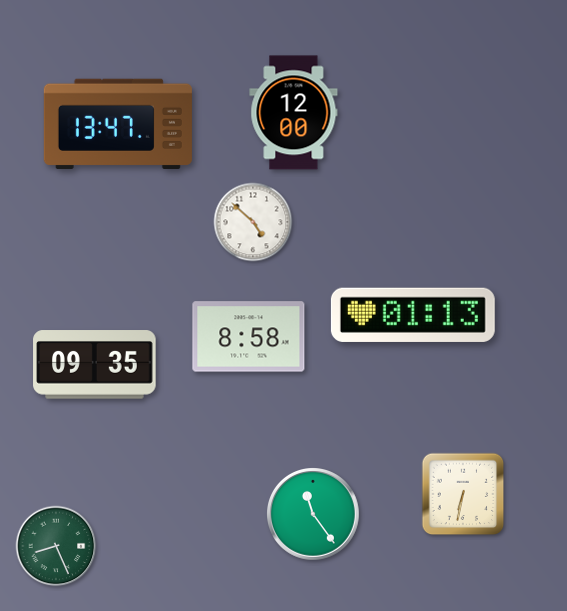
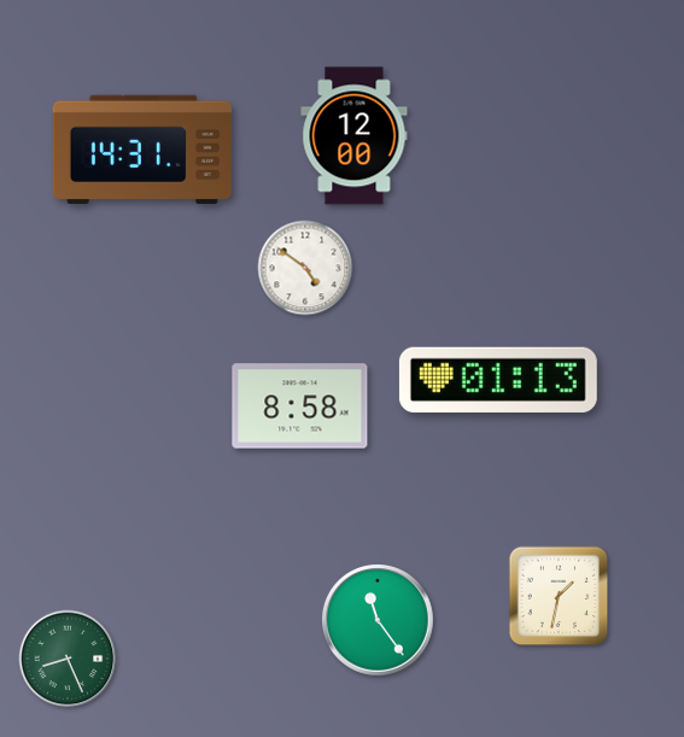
clock at (118, 123): 13:47 -> 14:31
clock at (253, 222): 4:52 -> 4:51
clock at (95, 365): 09:35 -> none
clock at (463, 494): 6:32 -> 1:32
